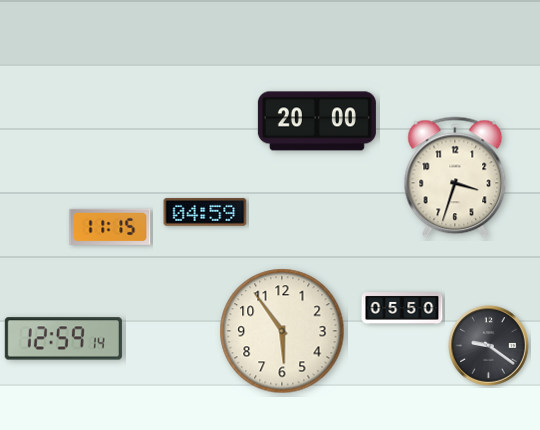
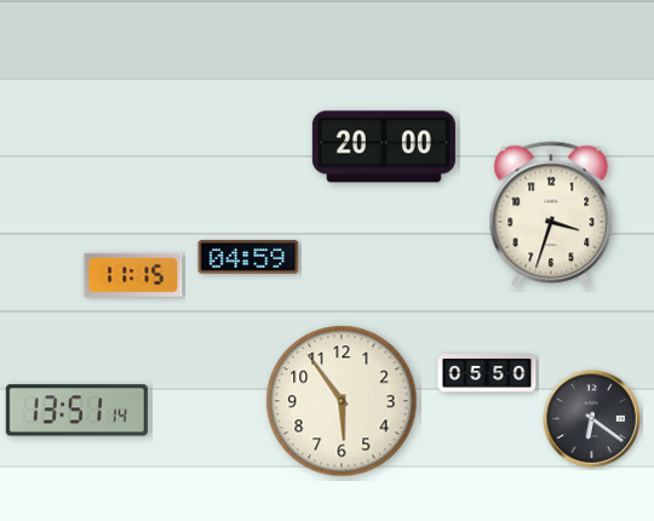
clock at (63, 339): 12:59 -> 13:51
clock at (489, 346): 9:21 -> 6:21
